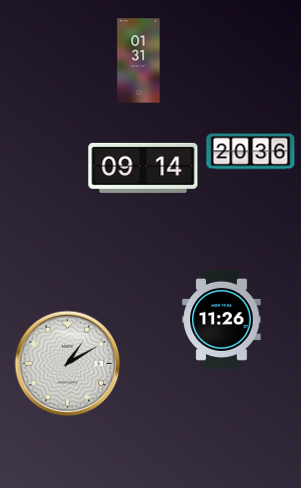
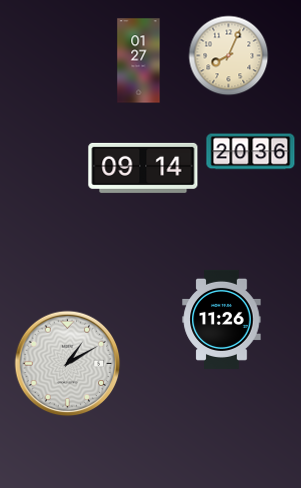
clock at (229, 56): none -> 8:04
clock at (139, 61): 01:31 -> 01:27
